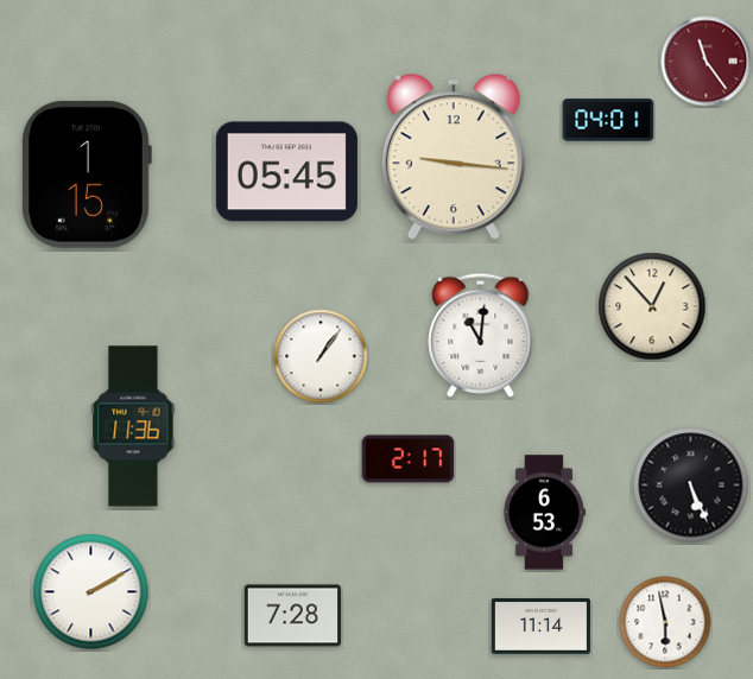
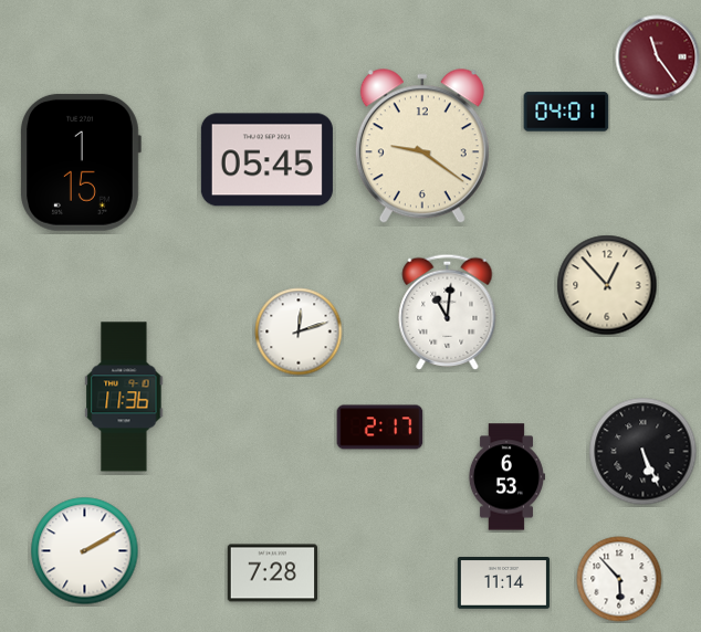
clock at (454, 158): 9:16 -> 9:21
clock at (321, 356): 1:06 -> 12:12
clock at (665, 622): 5:58 -> 5:53
